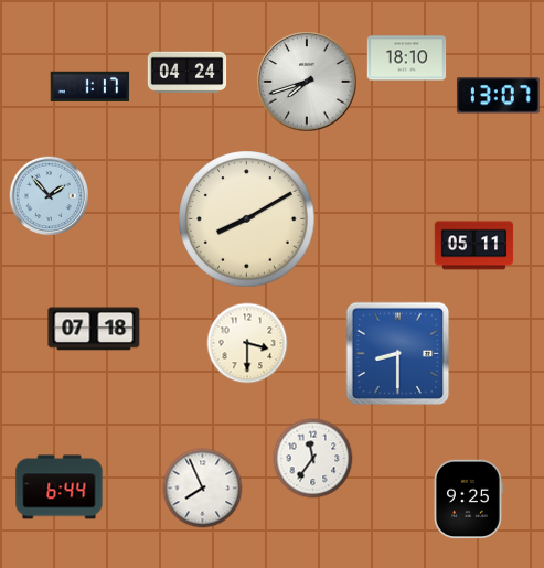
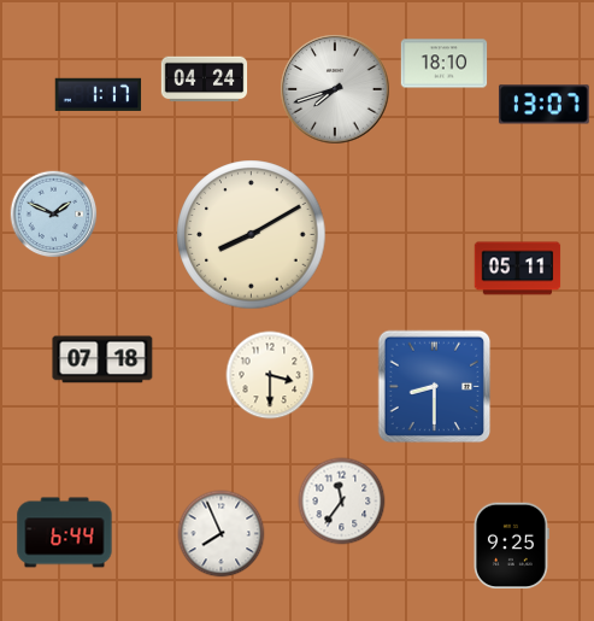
clock at (50, 196): 1:53 -> 1:49
clock at (247, 219) position: (247, 219) -> (252, 235)
